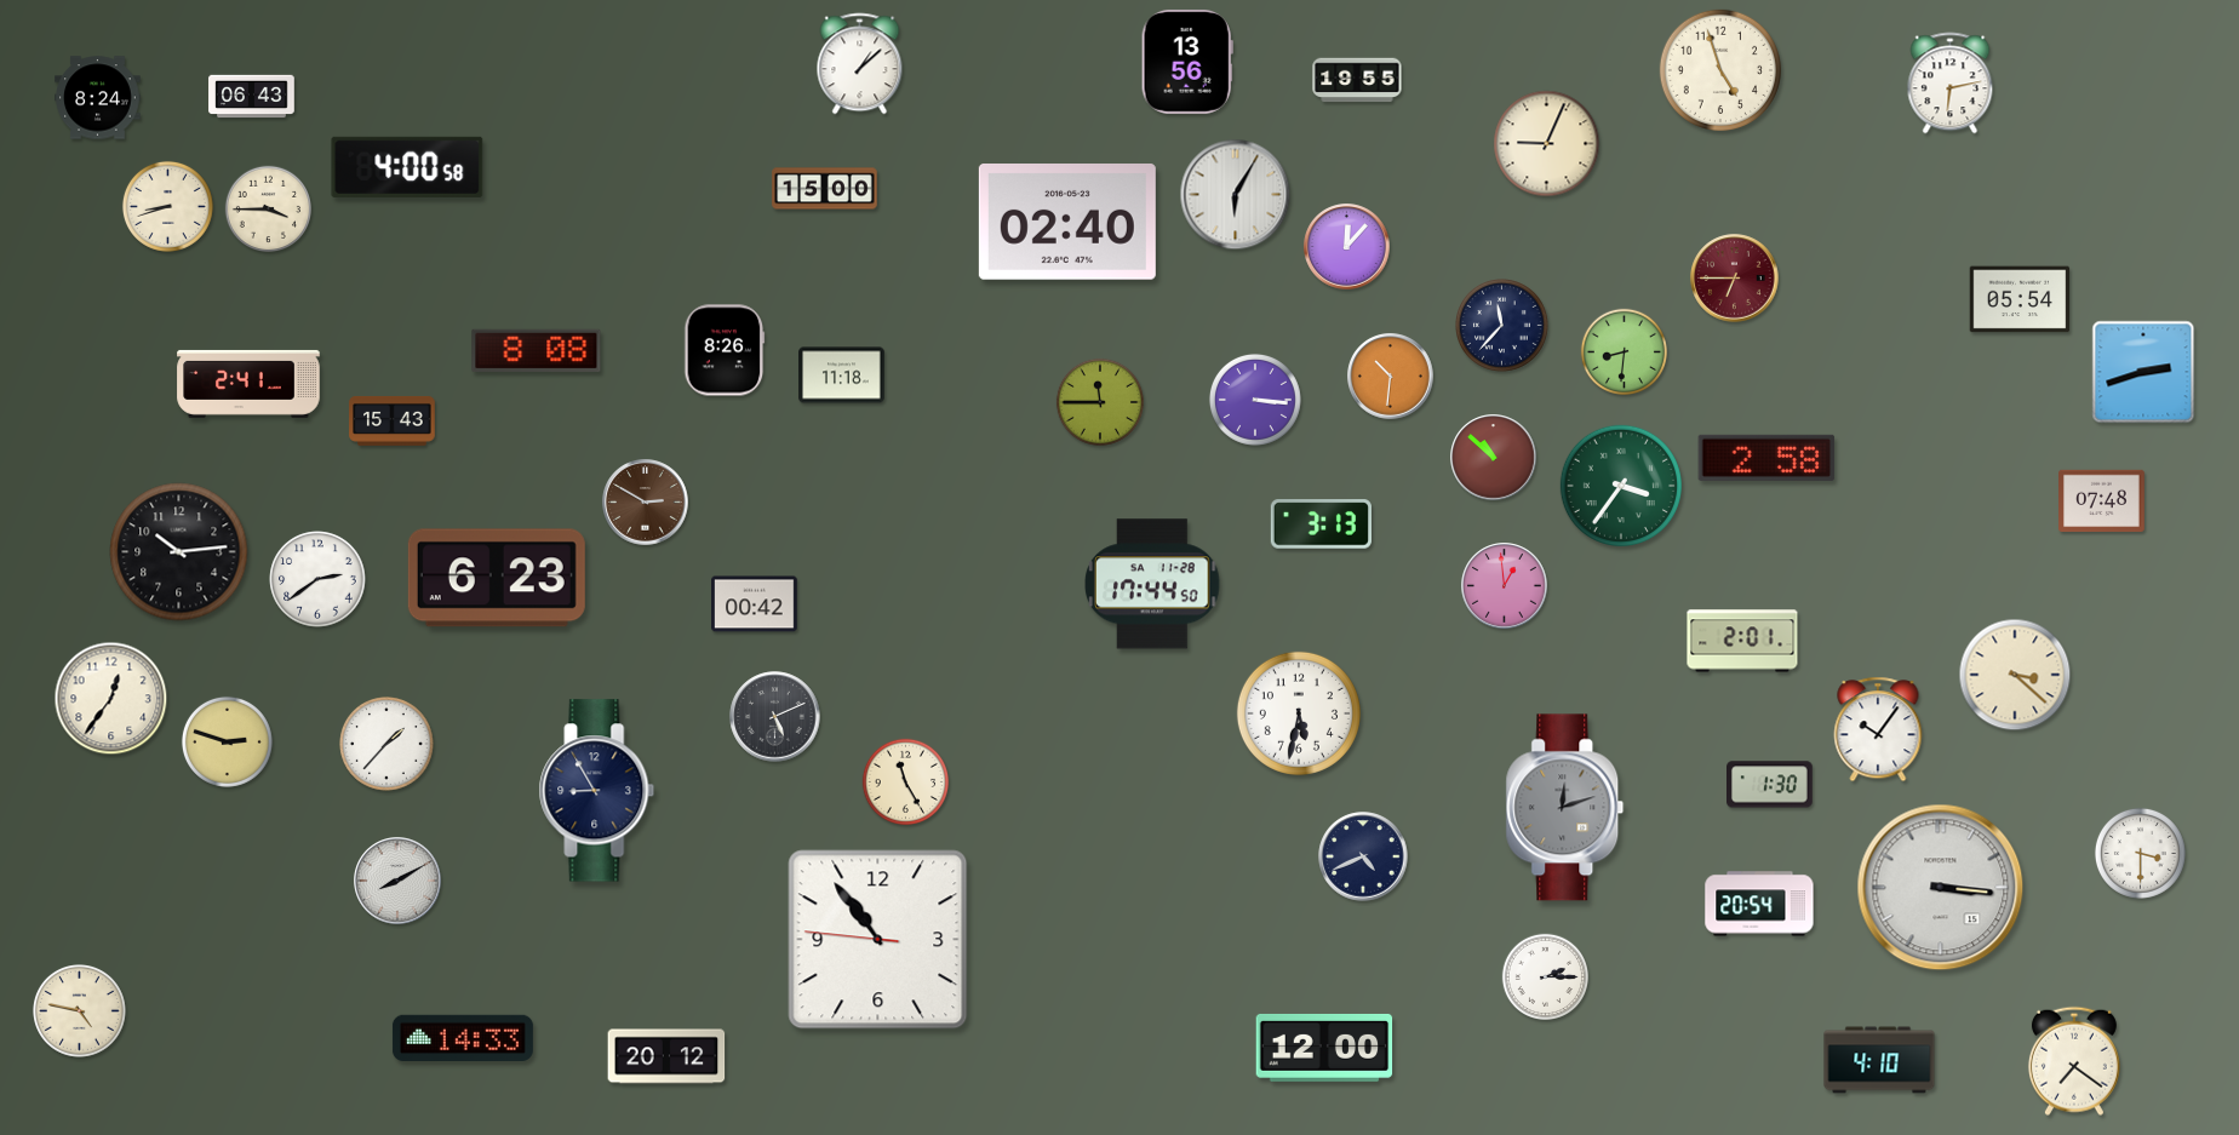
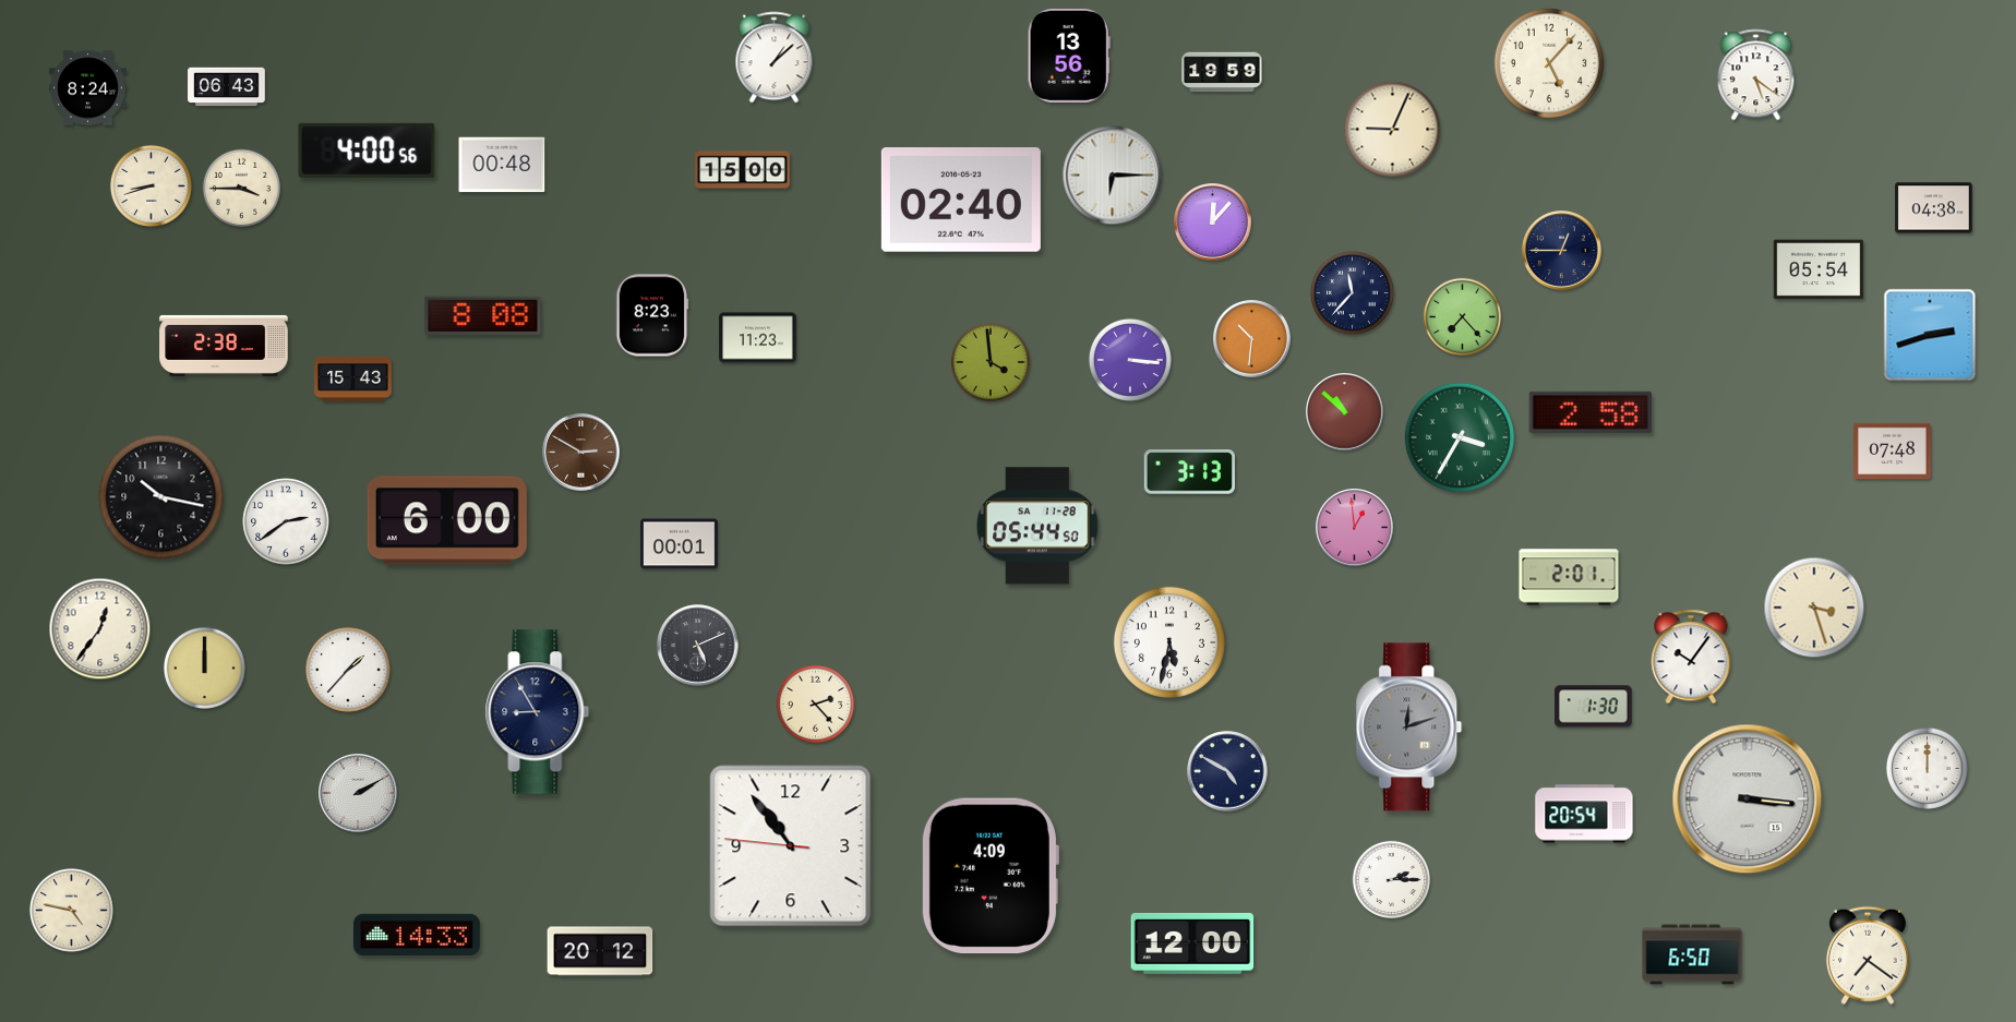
clock at (1719, 69): 4:57 -> 5:07
clock at (1357, 80): 19:55 -> 19:59
clock at (1951, 84): 6:13 -> 5:21
clock at (407, 167): 4:00:58 -> 4:00:56
clock at (502, 165): none -> 00:48
clock at (1236, 195): 6:05 -> 6:15
clock at (1934, 208): none -> 04:38
clock at (1735, 279): 6:45 -> 12:45
clock at (1735, 279) dial: burgundy -> navy
clock at (725, 350): 8:26 -> 8:23
clock at (1625, 352): 8:31 -> 7:23
clock at (842, 376): 11:18 -> 11:23
clock at (248, 384): 2:41 -> 2:38
clock at (1100, 402): 11:45 -> 3:59
clock at (1620, 485): 3:36 -> 3:35
clock at (179, 552): 10:14 -> 10:17
clock at (497, 578): 6:23 -> 6:00
clock at (1152, 584): 17:44 -> 05:44
clock at (755, 604): 00:42 -> 00:01
clock at (2015, 675): 3:22 -> 3:27
clock at (227, 741): 2:48 -> 12:00
clock at (906, 783): 11:25 -> 2:23
clock at (2140, 853): 3:30 -> 12:00
clock at (1363, 856): 4:41 -> 4:50
clock at (397, 881): 8:10 -> 2:10
clock at (989, 876): none -> 4:09
clock at (1879, 1060): 4:10 -> 6:50
